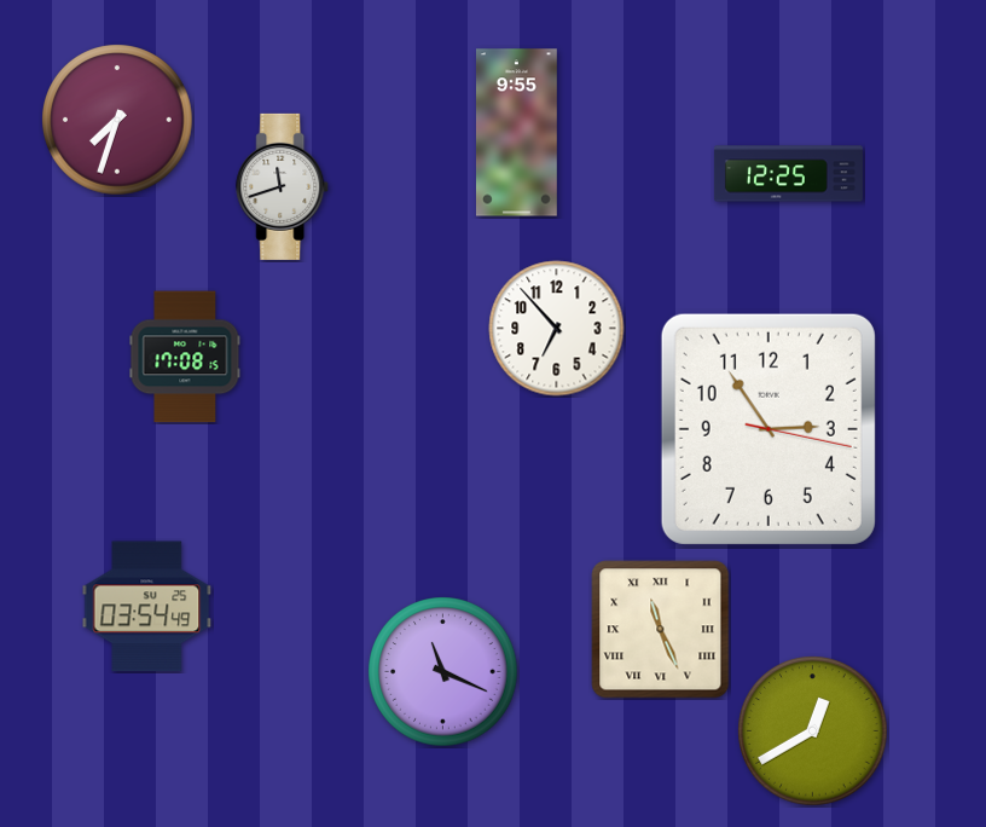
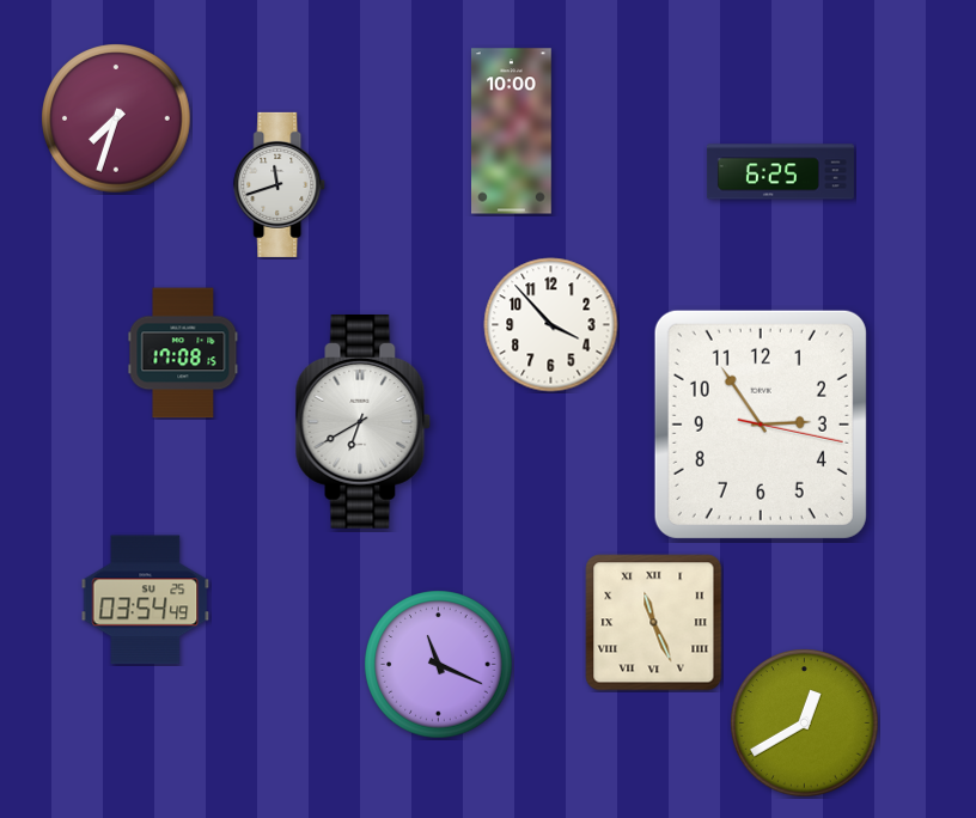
clock at (516, 133): 9:55 -> 10:00
clock at (788, 174): 12:25 -> 6:25
clock at (557, 329): 6:53 -> 3:53
clock at (364, 422): none -> 6:40
